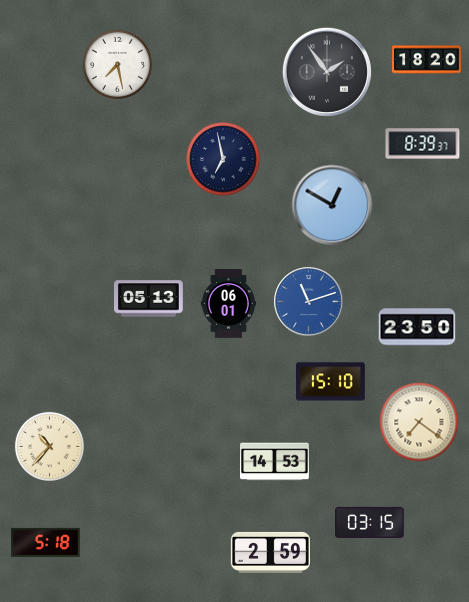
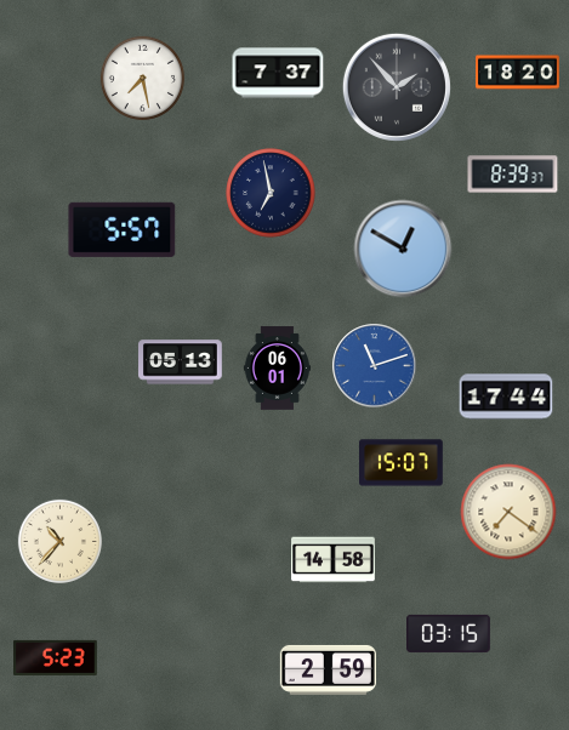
clock at (278, 73): none -> 7:37
clock at (327, 72): 1:54 -> 1:53
clock at (123, 229): none -> 5:57
clock at (417, 327): 23:50 -> 17:44
clock at (331, 382): 15:10 -> 15:07
clock at (275, 462): 14:53 -> 14:58
clock at (46, 542): 5:18 -> 5:23
